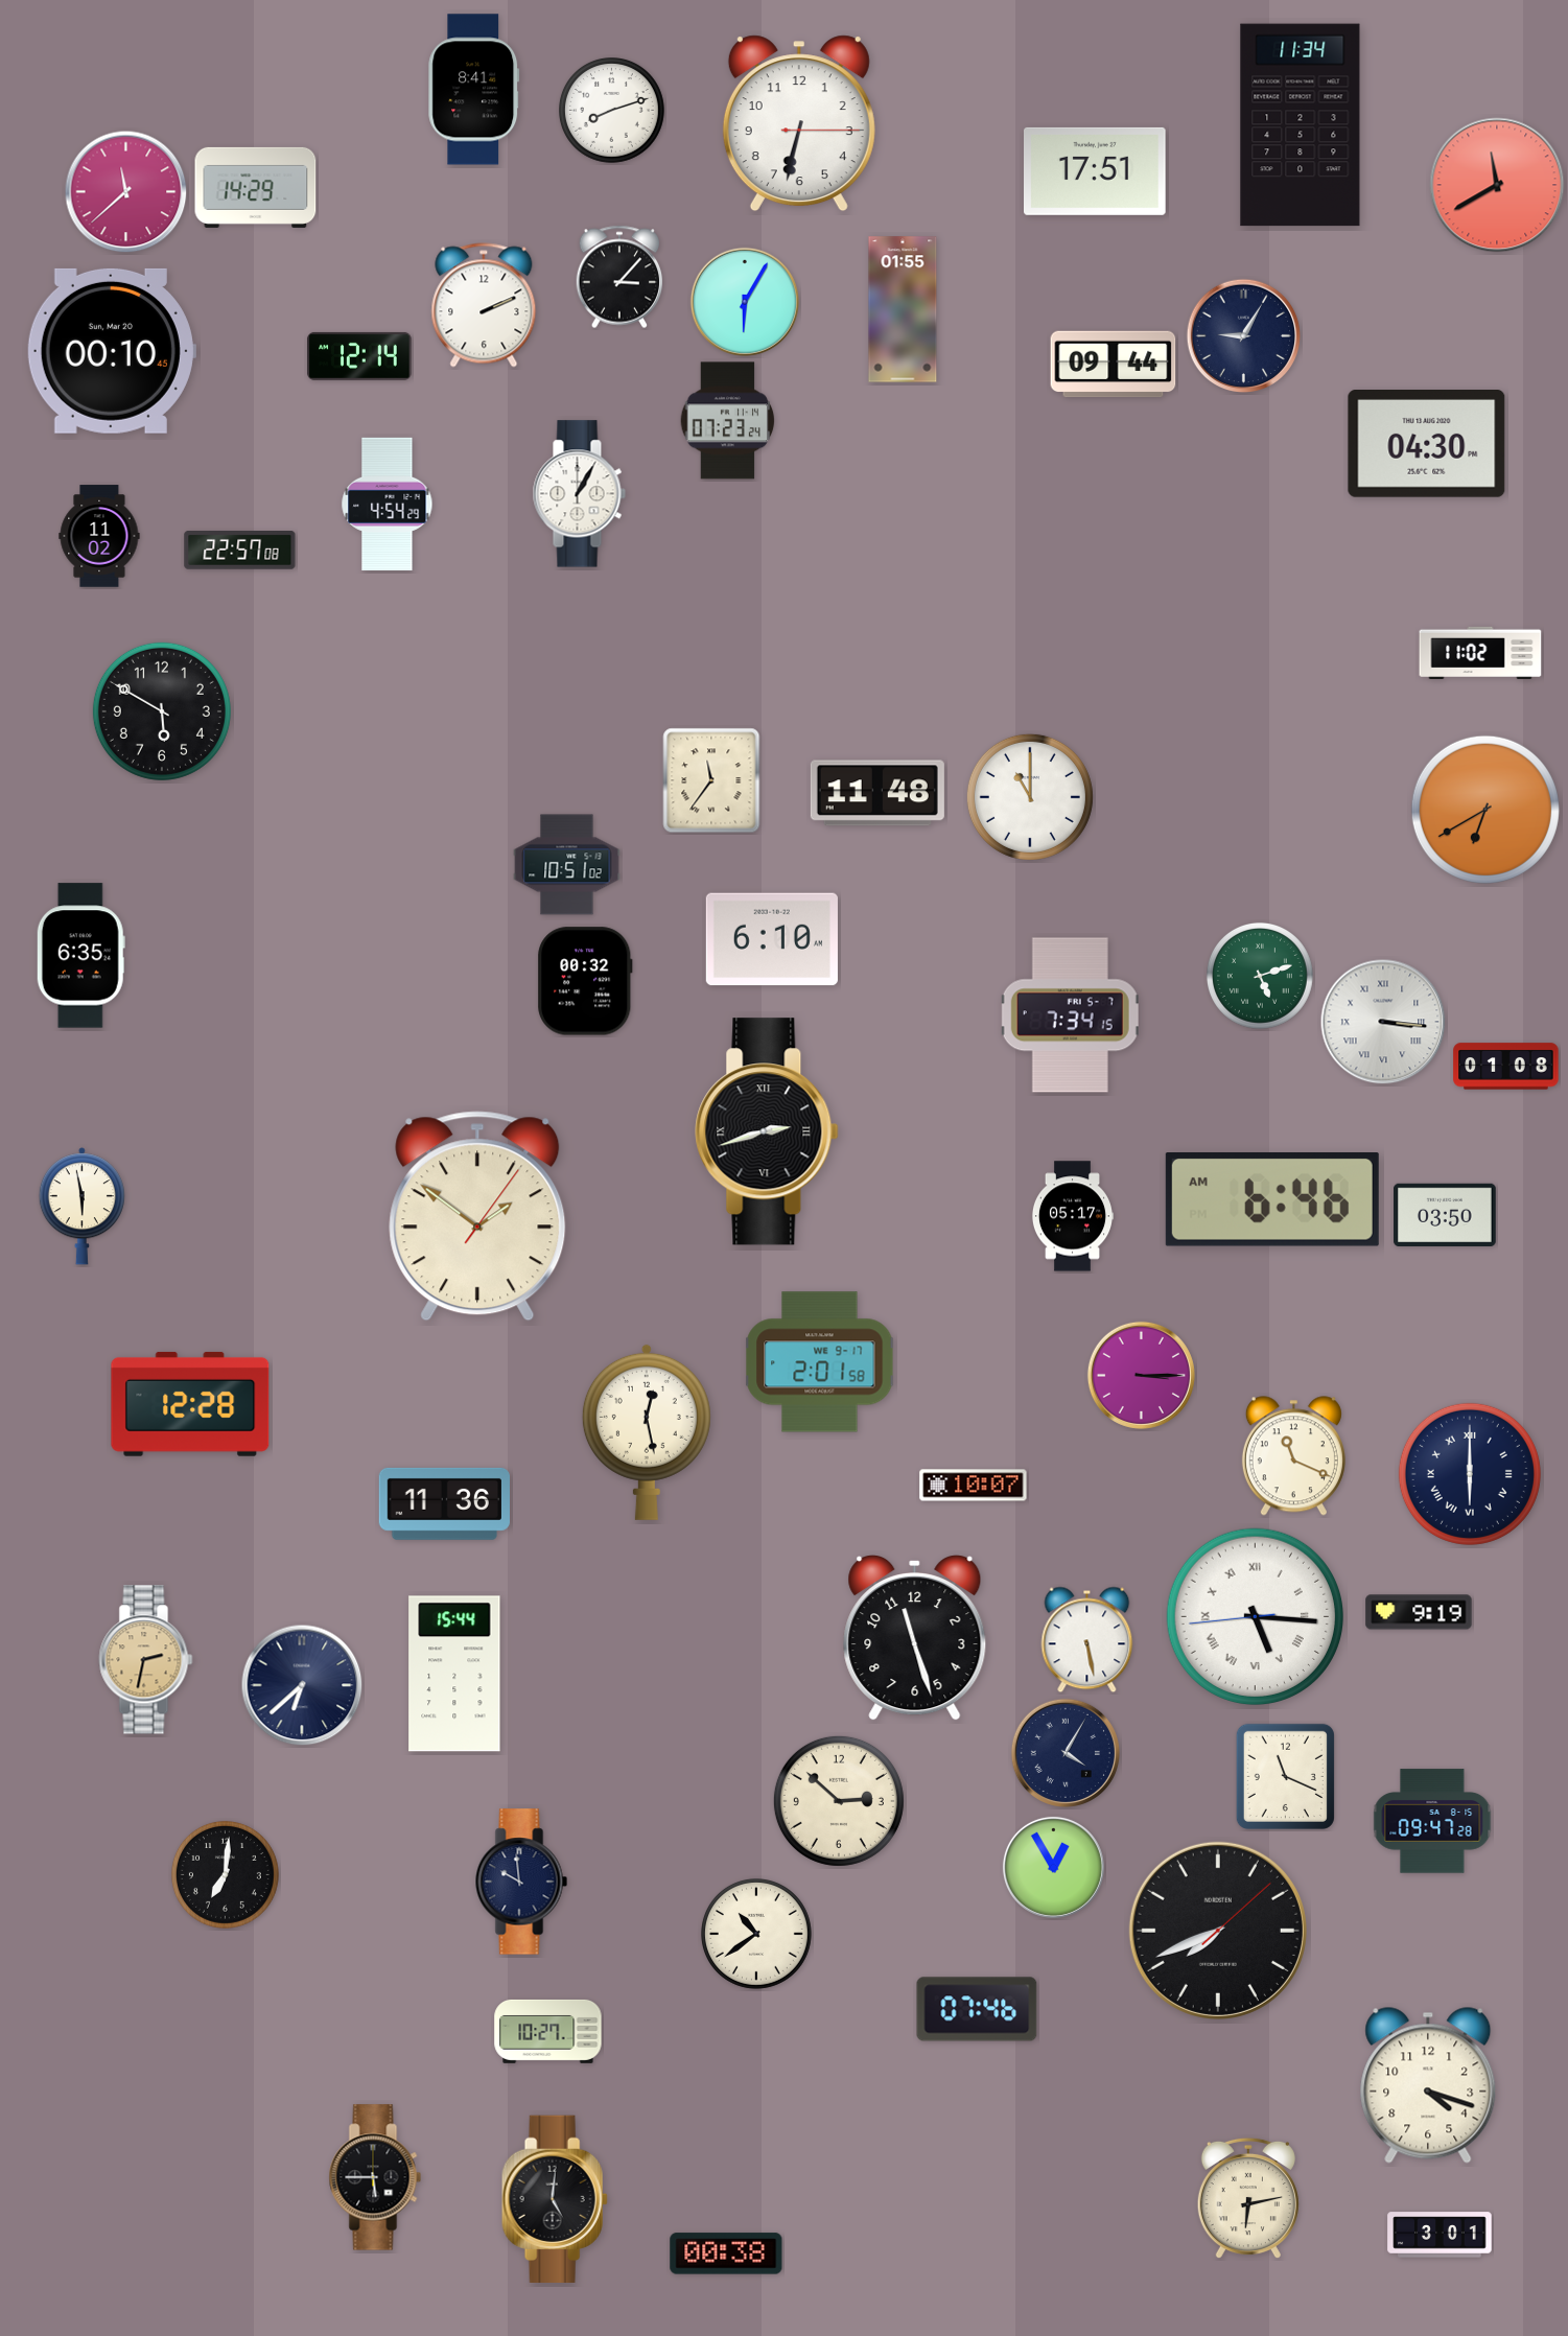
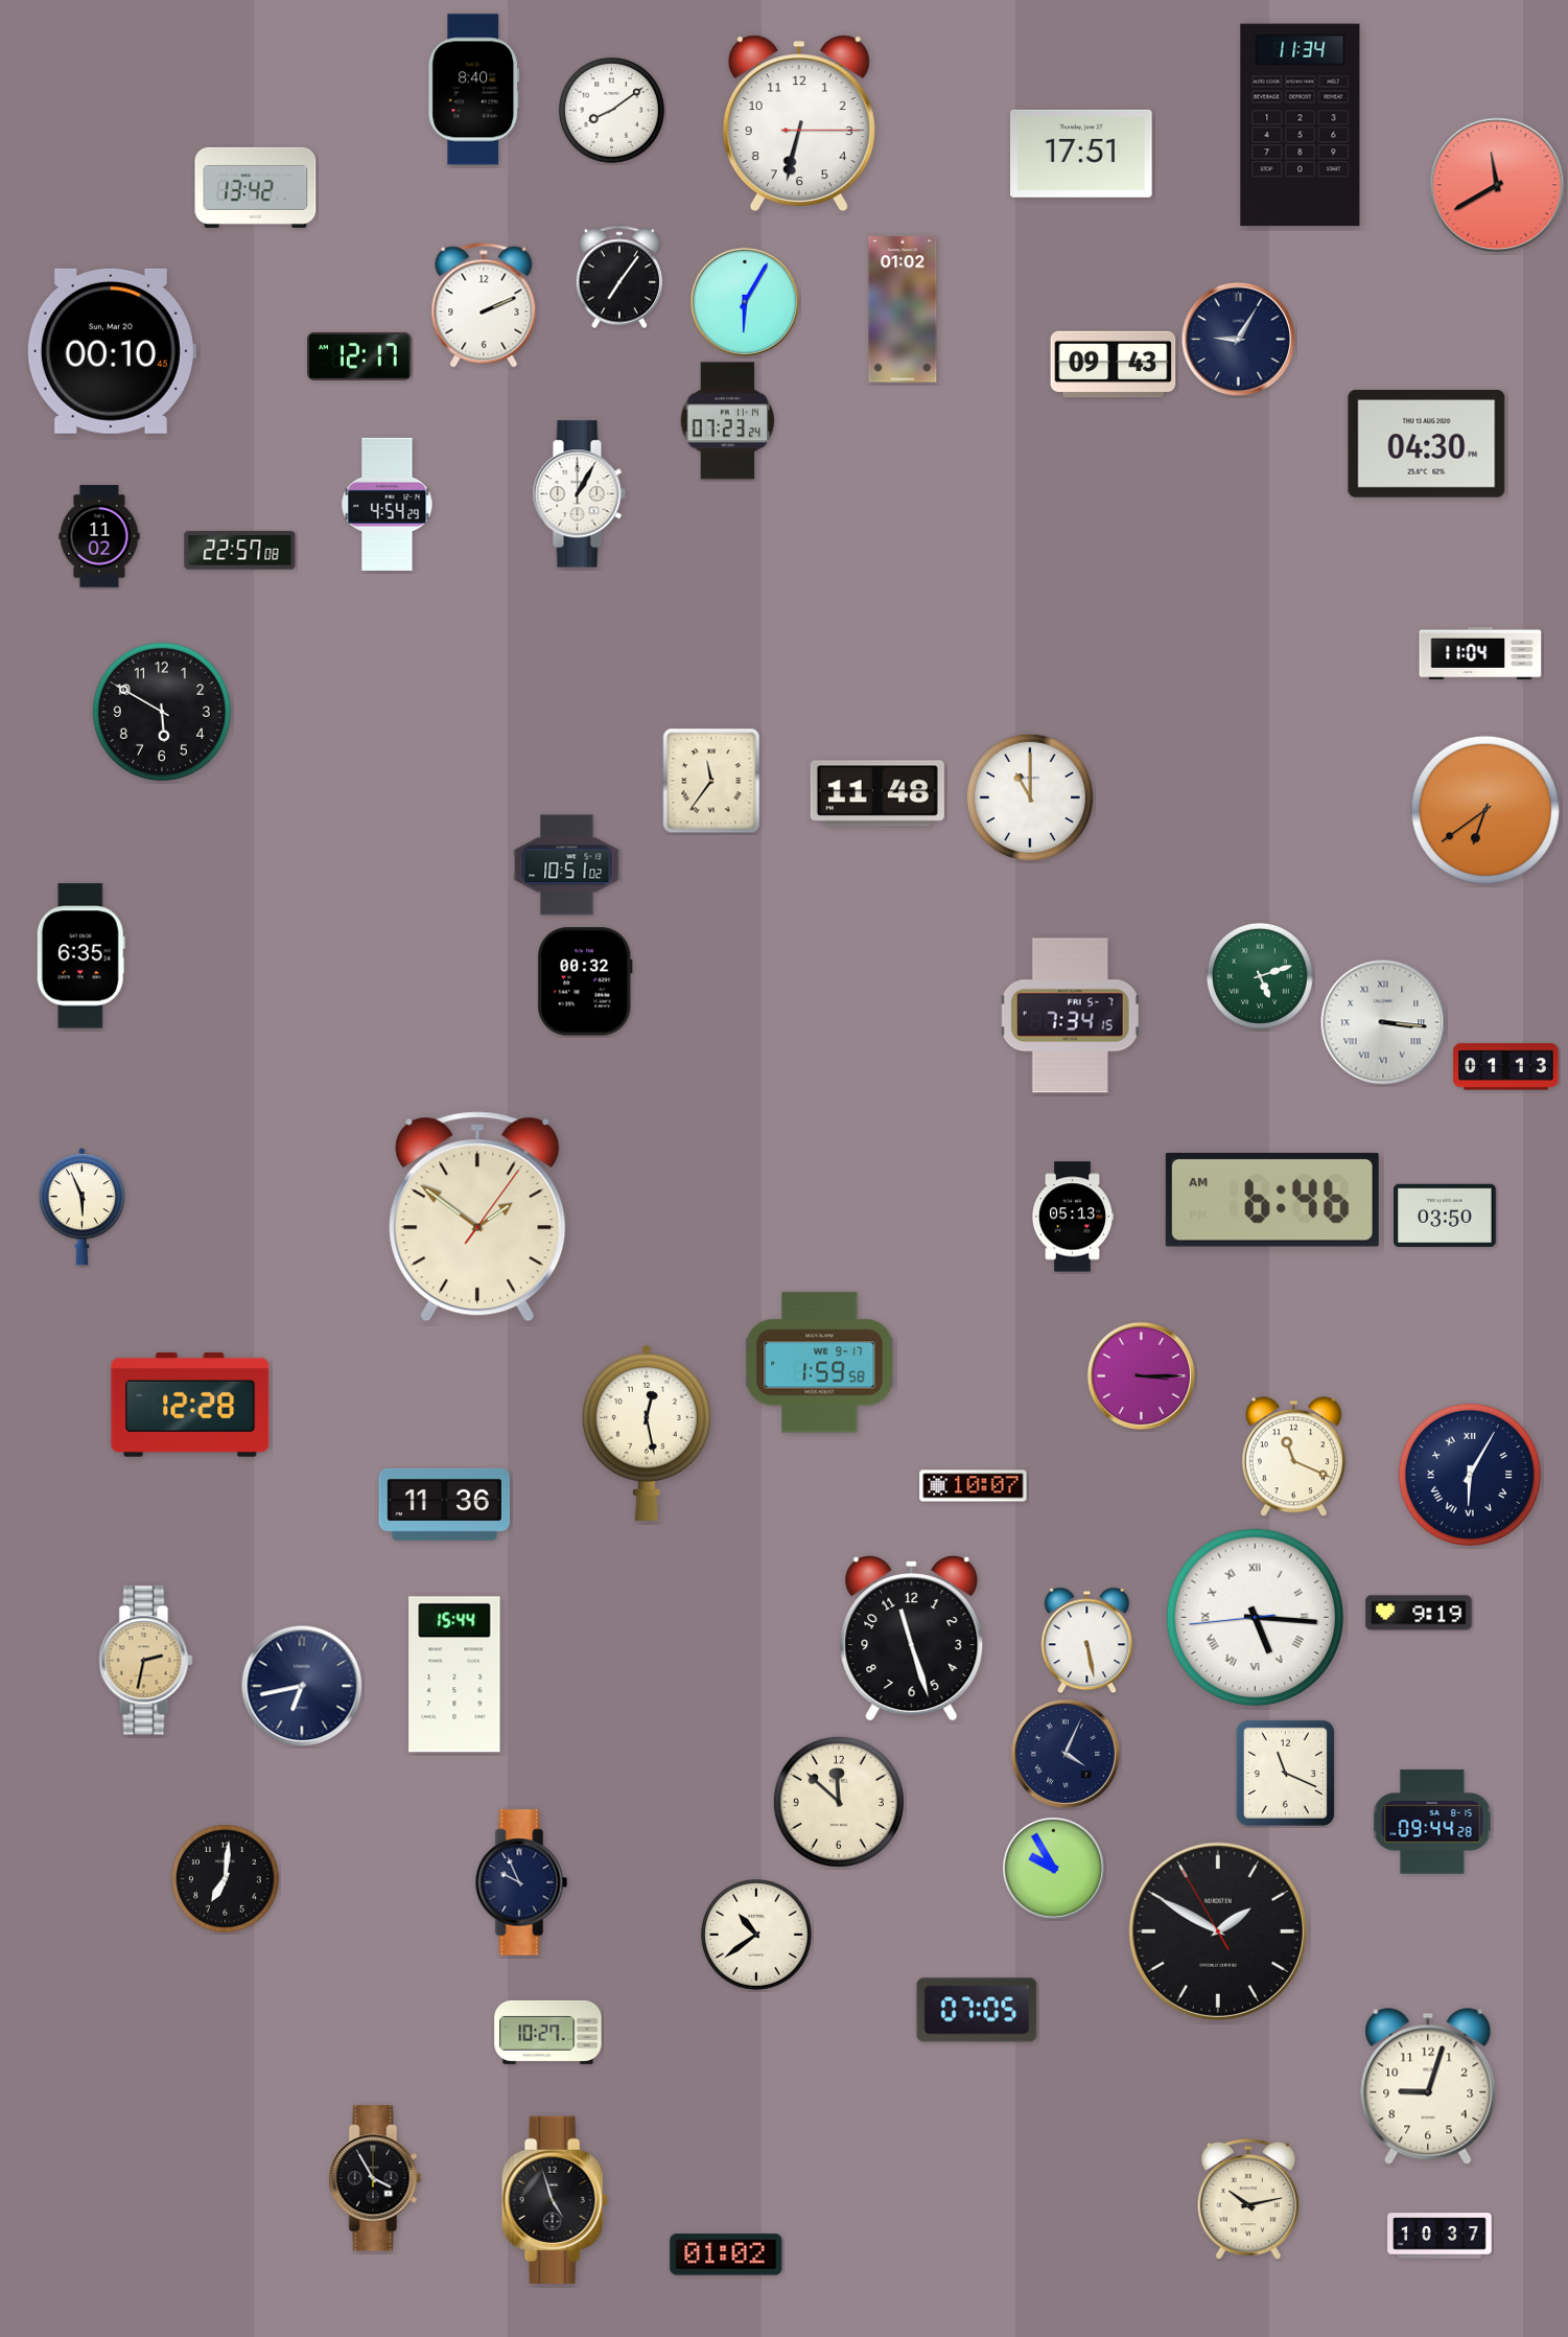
clock at (474, 90): 8:41 -> 8:40
clock at (612, 111): 8:12 -> 8:09
clock at (1095, 171) position: (1095, 171) -> (1081, 154)
clock at (256, 187): 14:29 -> 13:42
clock at (126, 192): 11:38 -> none
clock at (619, 277): 3:07 -> 7:06
clock at (903, 309): 01:55 -> 01:02
clock at (1244, 336) position: (1244, 336) -> (1239, 340)
clock at (359, 356): 12:14 -> 12:17
clock at (1114, 365): 09:44 -> 09:43
clock at (1480, 652): 11:02 -> 11:04
clock at (1485, 810): 6:40 -> 6:39
clock at (772, 939): 6:10 -> none
clock at (1506, 1067): 01:08 -> 01:13
clock at (767, 1131): 2:42 -> none
clock at (81, 1207): 5:58 -> 5:56
clock at (1072, 1216): 05:17 -> 05:13
clock at (820, 1362): 2:01 -> 1:59
clock at (1470, 1474): 6:00 -> 6:05
clock at (915, 1638) position: (915, 1638) -> (912, 1639)
clock at (302, 1685): 6:38 -> 6:43
clock at (1066, 1753): 4:05 -> 4:04
clock at (1285, 1776) position: (1285, 1776) -> (1285, 1773)
clock at (839, 1801): 2:52 -> 11:52
clock at (1432, 1821): 09:47 -> 09:44
clock at (1053, 1867): 12:55 -> 9:55
clock at (225, 1874) position: (225, 1874) -> (225, 1878)
clock at (521, 1882): 9:59 -> 9:56
clock at (1218, 1931): 7:41 -> 1:49
clock at (977, 2009): 07:46 -> 07:05
clock at (1428, 2085): 4:18 -> 9:03
clock at (375, 2177): 5:45 -> 3:55
clock at (555, 2198): 5:01 -> 4:57
clock at (1248, 2198): 6:13 -> 10:13
clock at (1440, 2235): 3:01 -> 10:37
clock at (726, 2253): 00:38 -> 01:02
